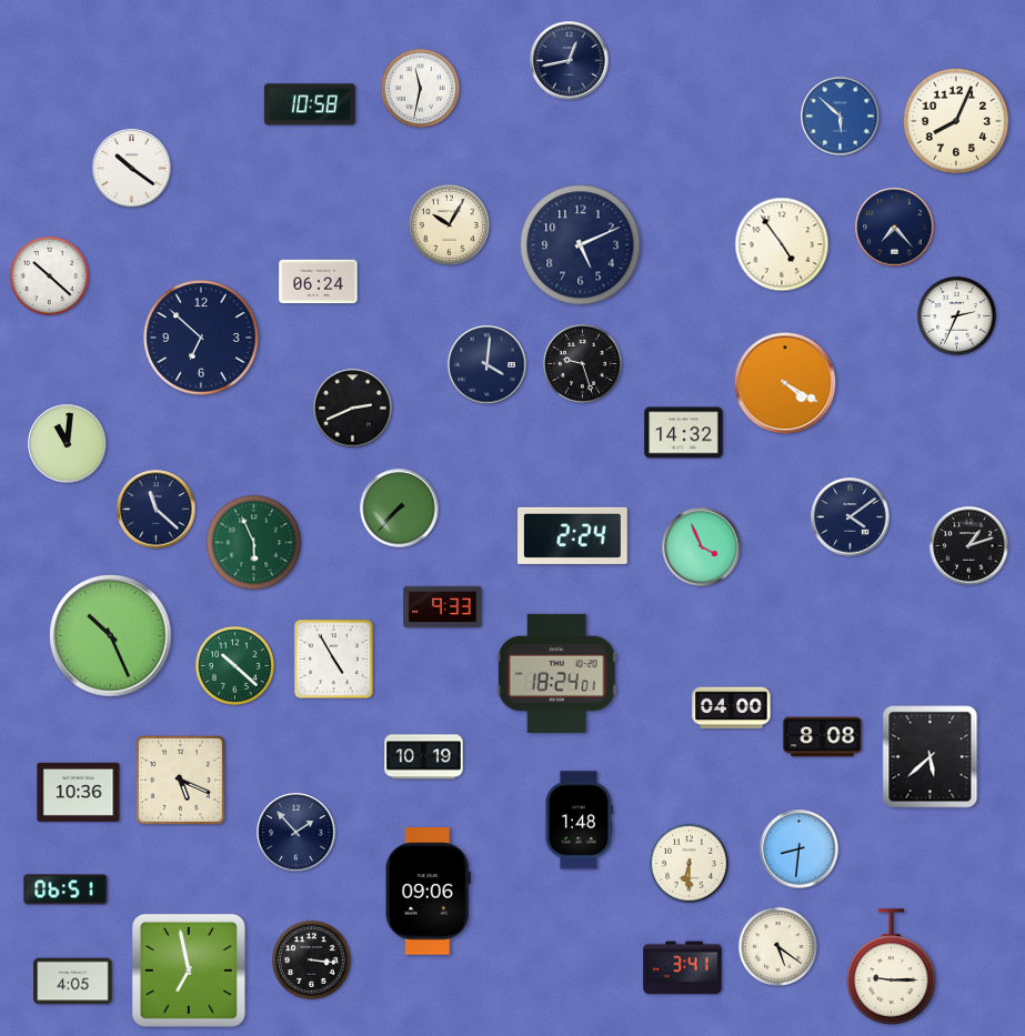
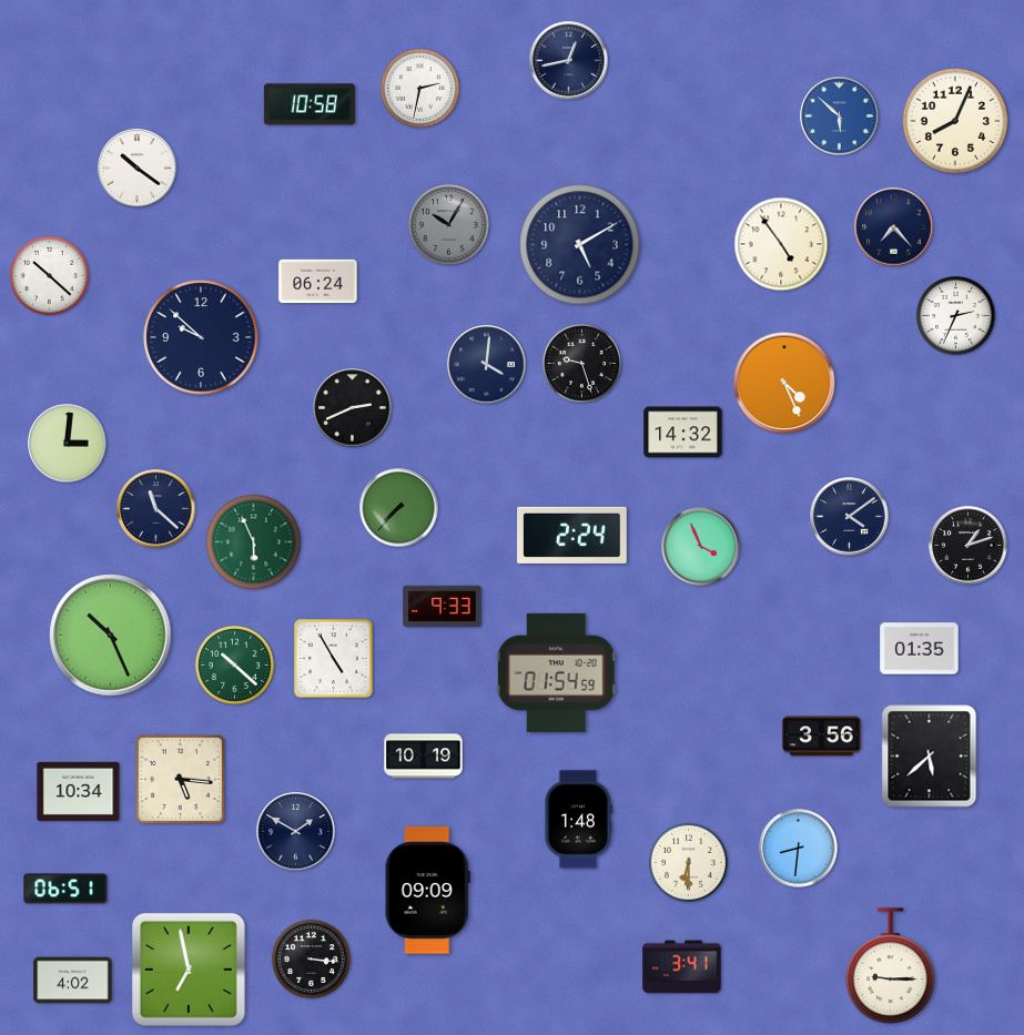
clock at (420, 88): 11:32 -> 2:32
clock at (132, 169) position: (132, 169) -> (138, 169)
clock at (450, 225) dial: cream -> grey
clock at (581, 245): 5:11 -> 5:10
clock at (201, 338): 6:52 -> 9:52
clock at (785, 383): 4:20 -> 4:26
clock at (68, 444): 11:01 -> 3:01
clock at (920, 649): none -> 01:35
clock at (556, 673): 18:24 -> 01:54
clock at (732, 708): 04:00 -> none
clock at (823, 737): 8:08 -> 3:56
clock at (180, 779): 5:19 -> 5:16
clock at (79, 792): 10:36 -> 10:34
clock at (297, 833): 1:53 -> 1:50
clock at (428, 892): 09:06 -> 09:09
clock at (777, 946): 5:21 -> none
clock at (73, 982): 4:05 -> 4:02
